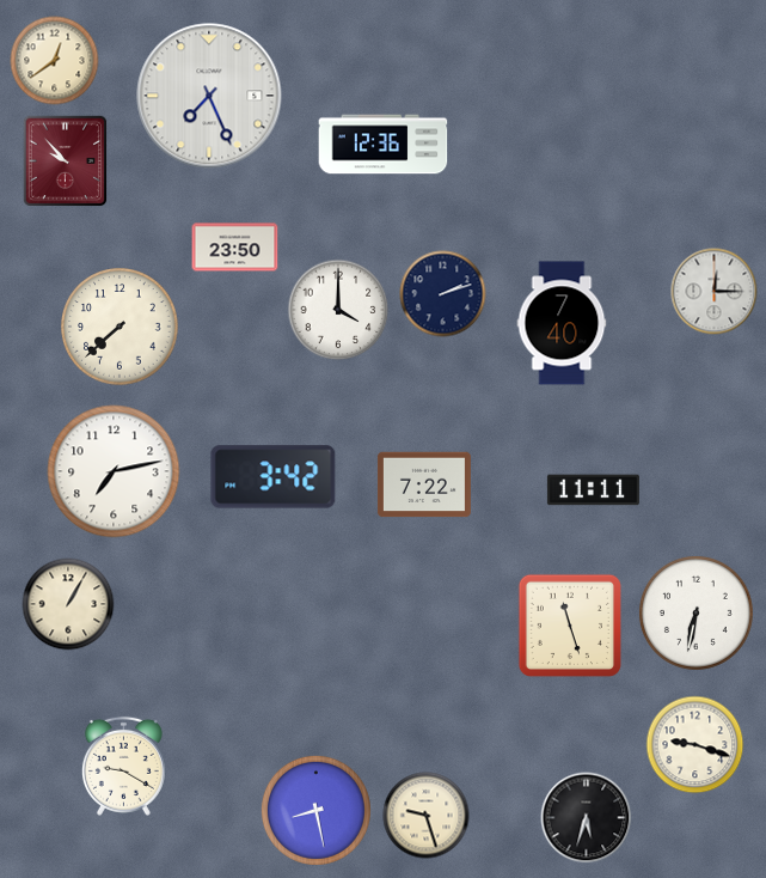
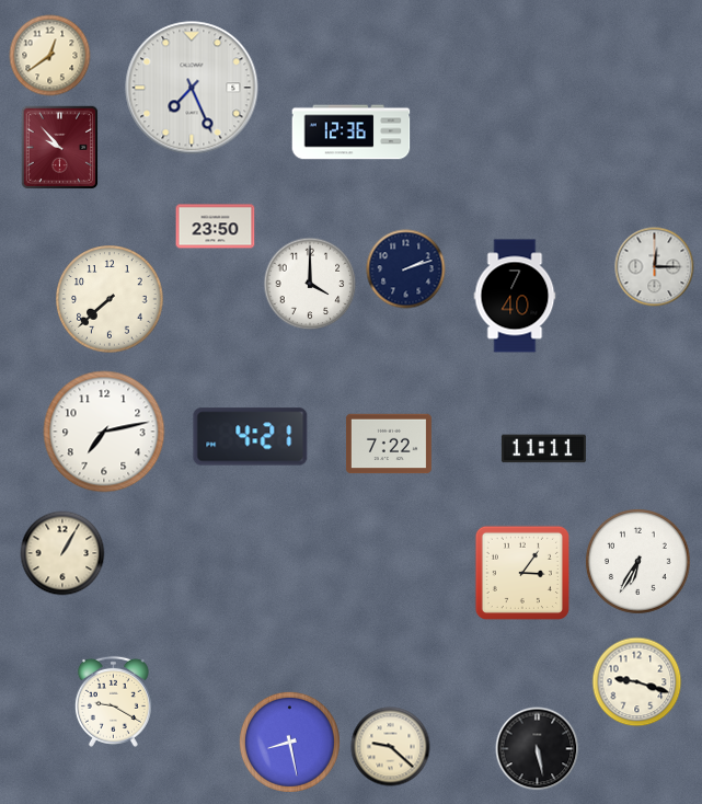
clock at (274, 477): 3:42 -> 4:21
clock at (697, 614): 6:32 -> 6:35
clock at (569, 624): 11:27 -> 3:06
clock at (427, 816): 9:27 -> 9:22
clock at (587, 818): 5:33 -> 5:28
